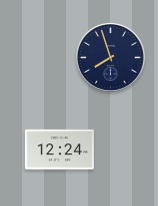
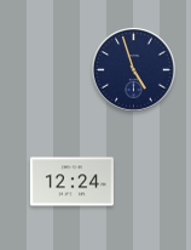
clock at (111, 58): 7:57 -> 4:57
